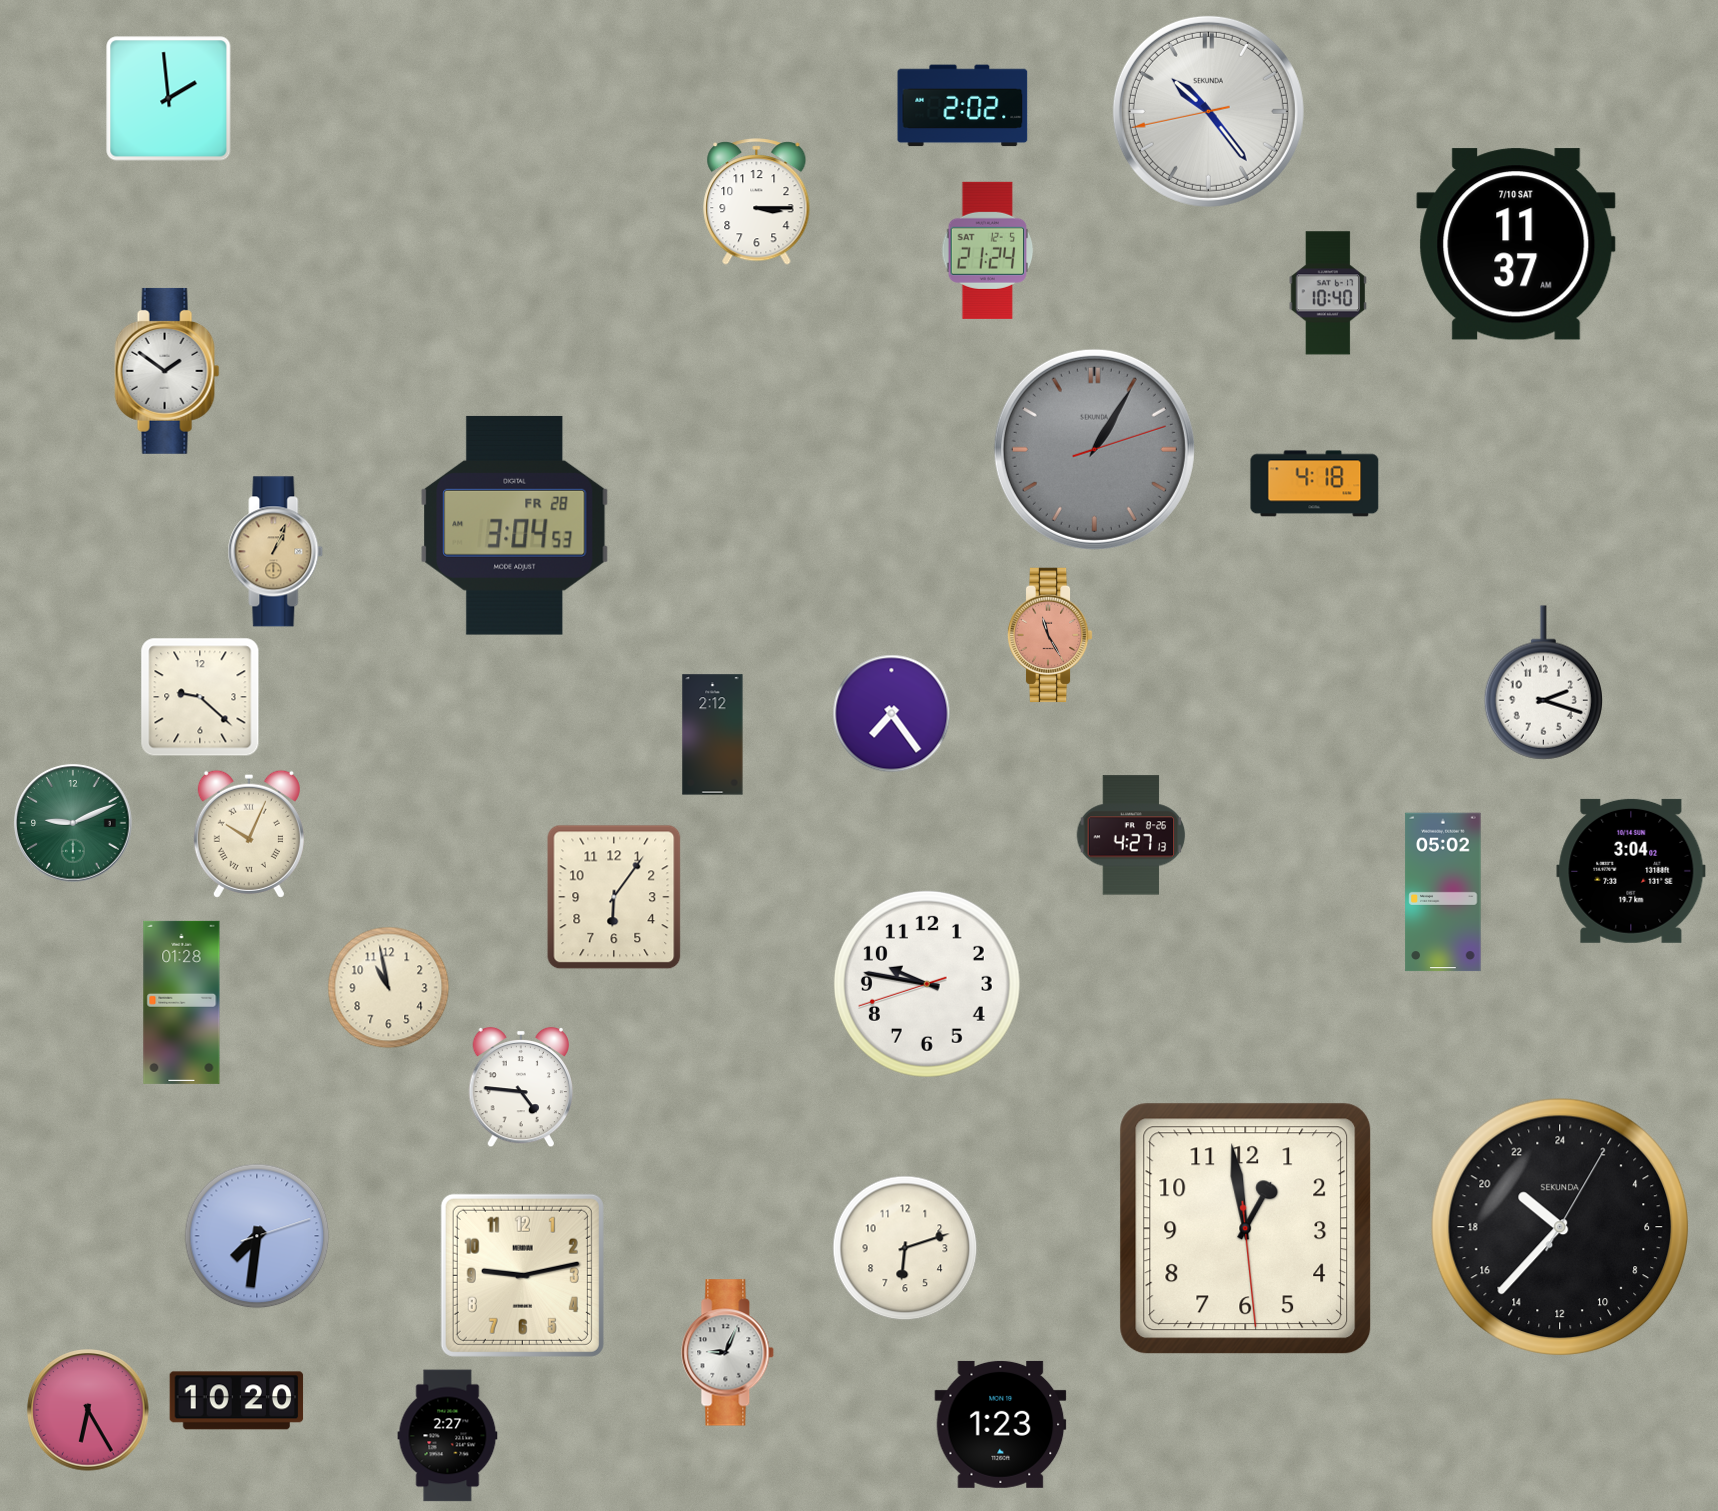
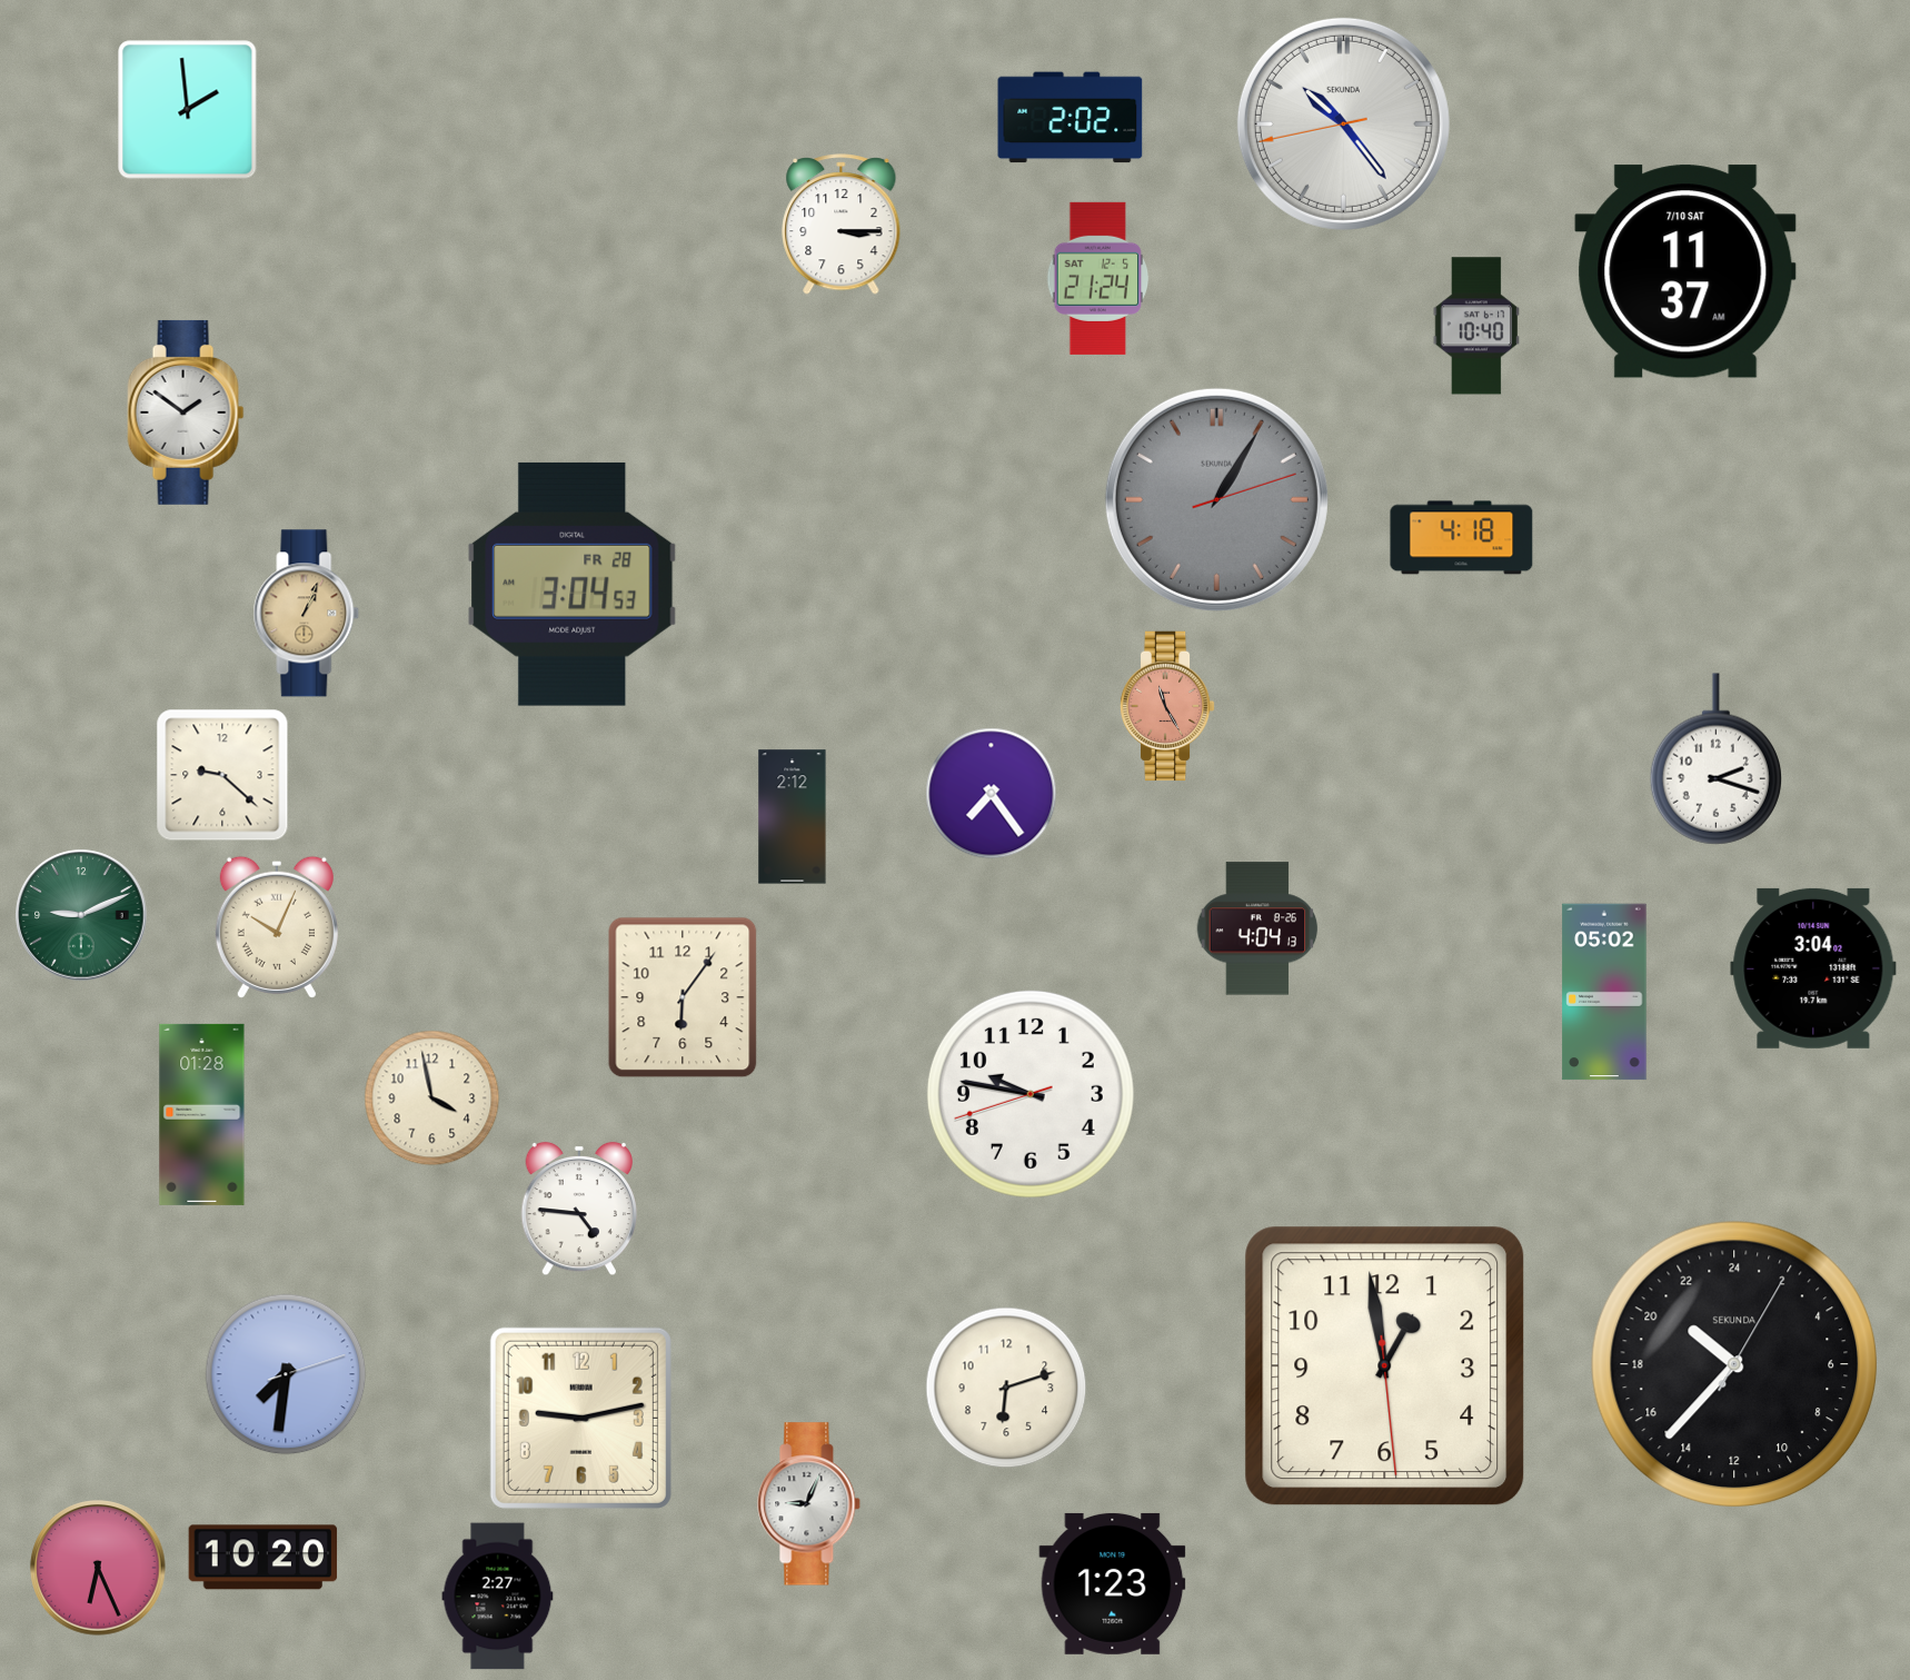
clock at (1131, 835): 4:27 -> 4:04
clock at (389, 988): 10:58 -> 3:58
clock at (88, 1410): 6:25 -> 6:26
